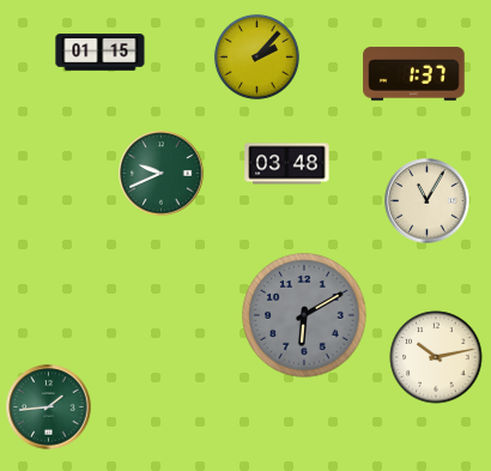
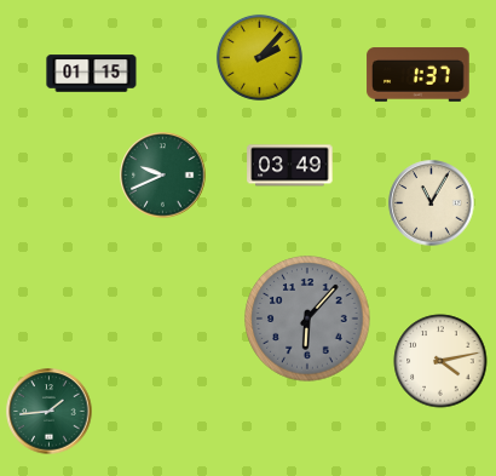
clock at (101, 53) position: (101, 53) -> (92, 74)
clock at (287, 164): 03:48 -> 03:49
clock at (304, 315): 6:10 -> 6:07
clock at (436, 357): 10:13 -> 4:13
